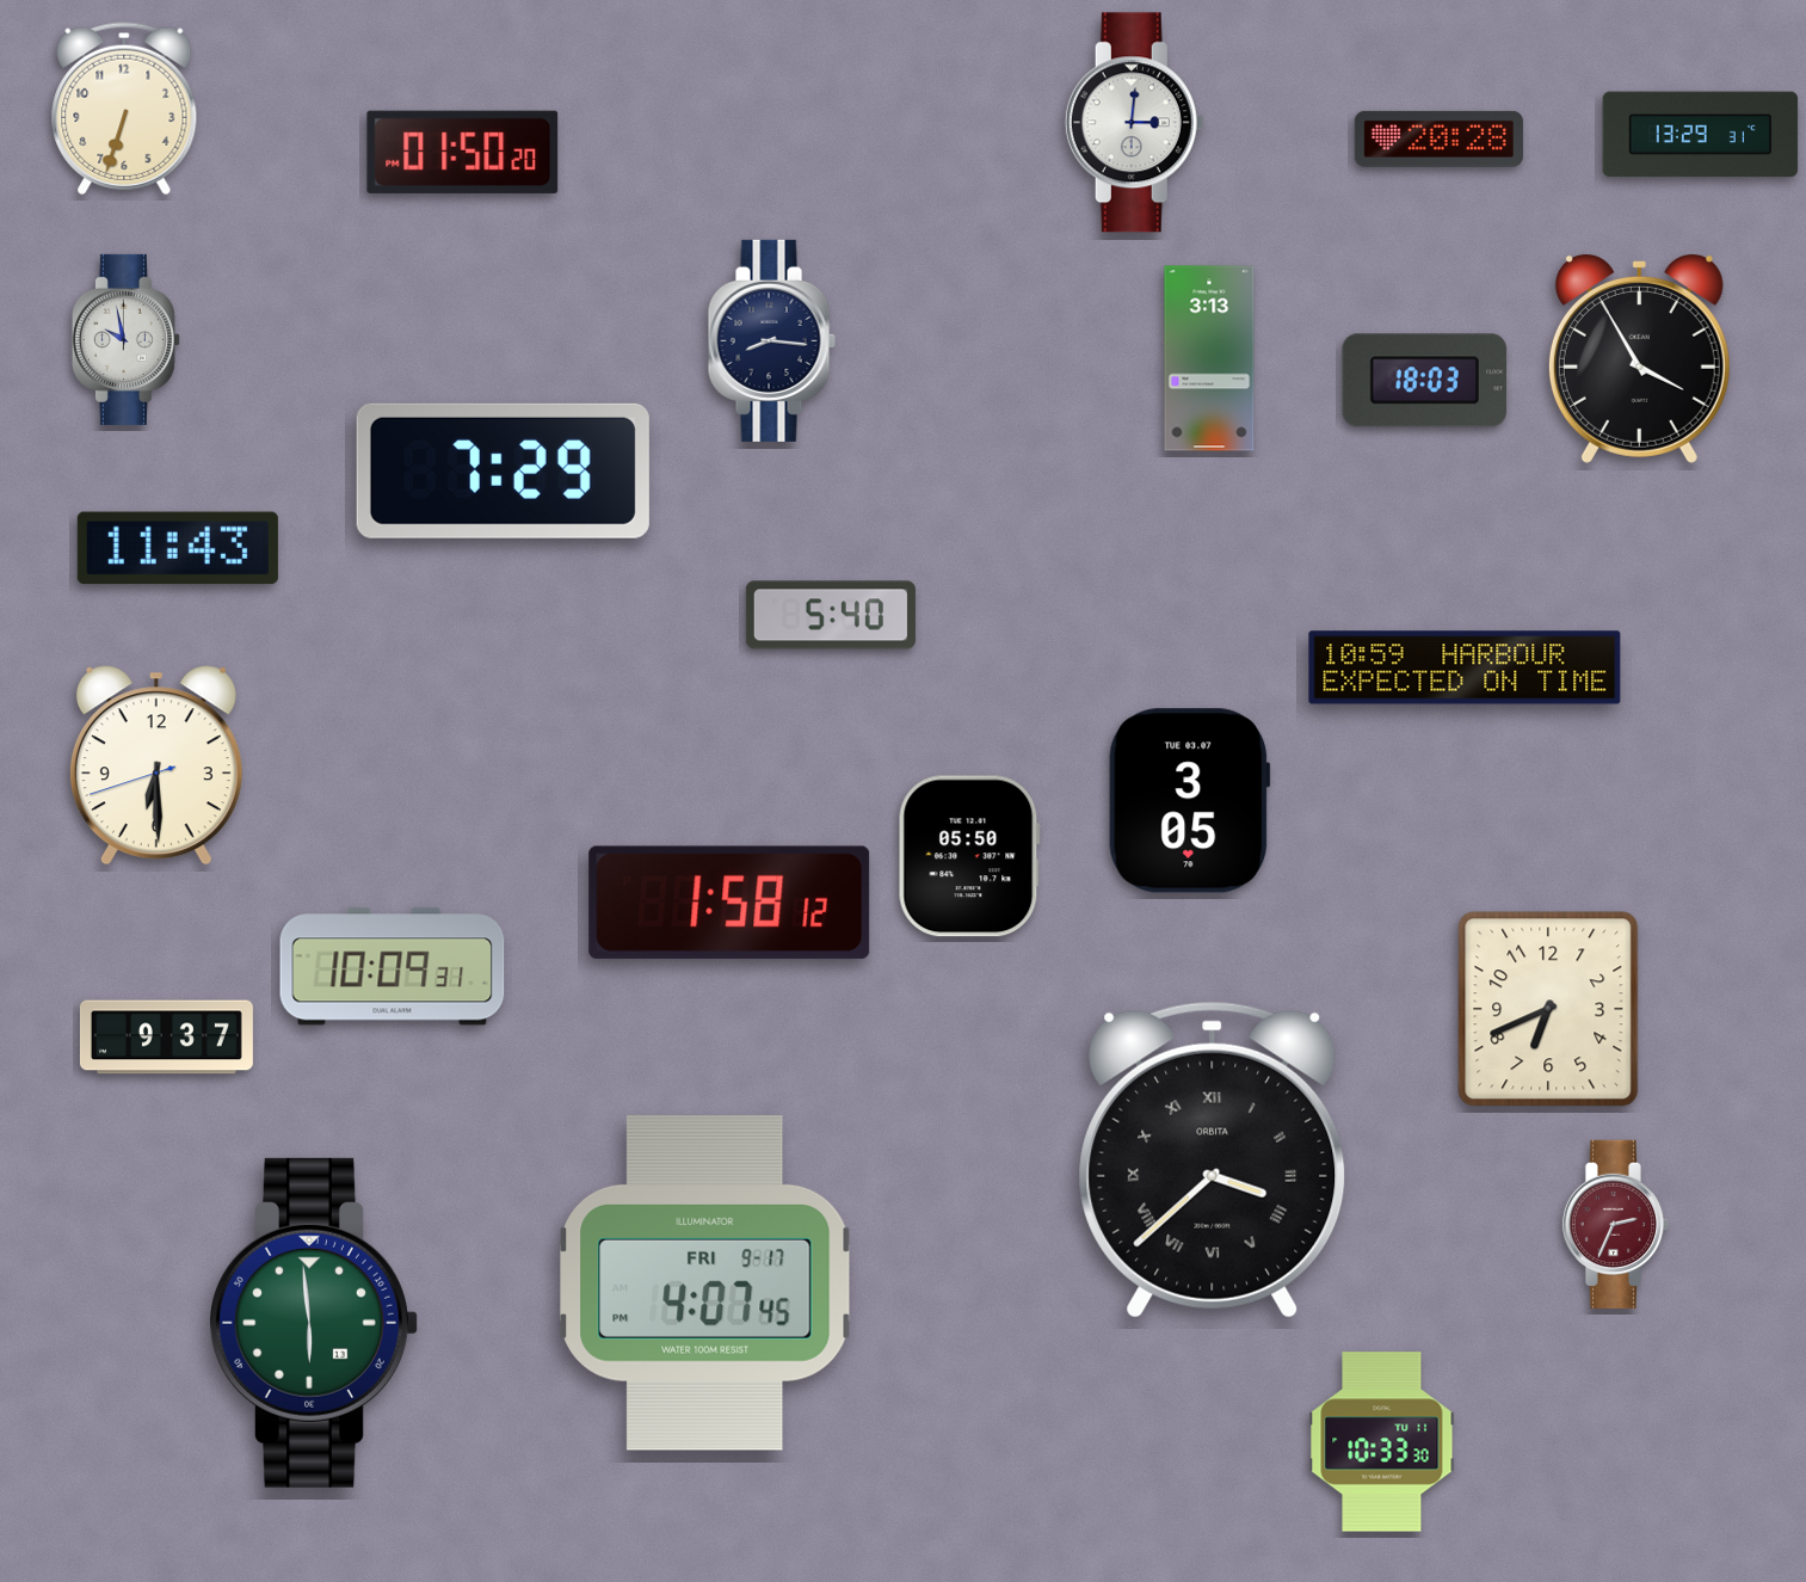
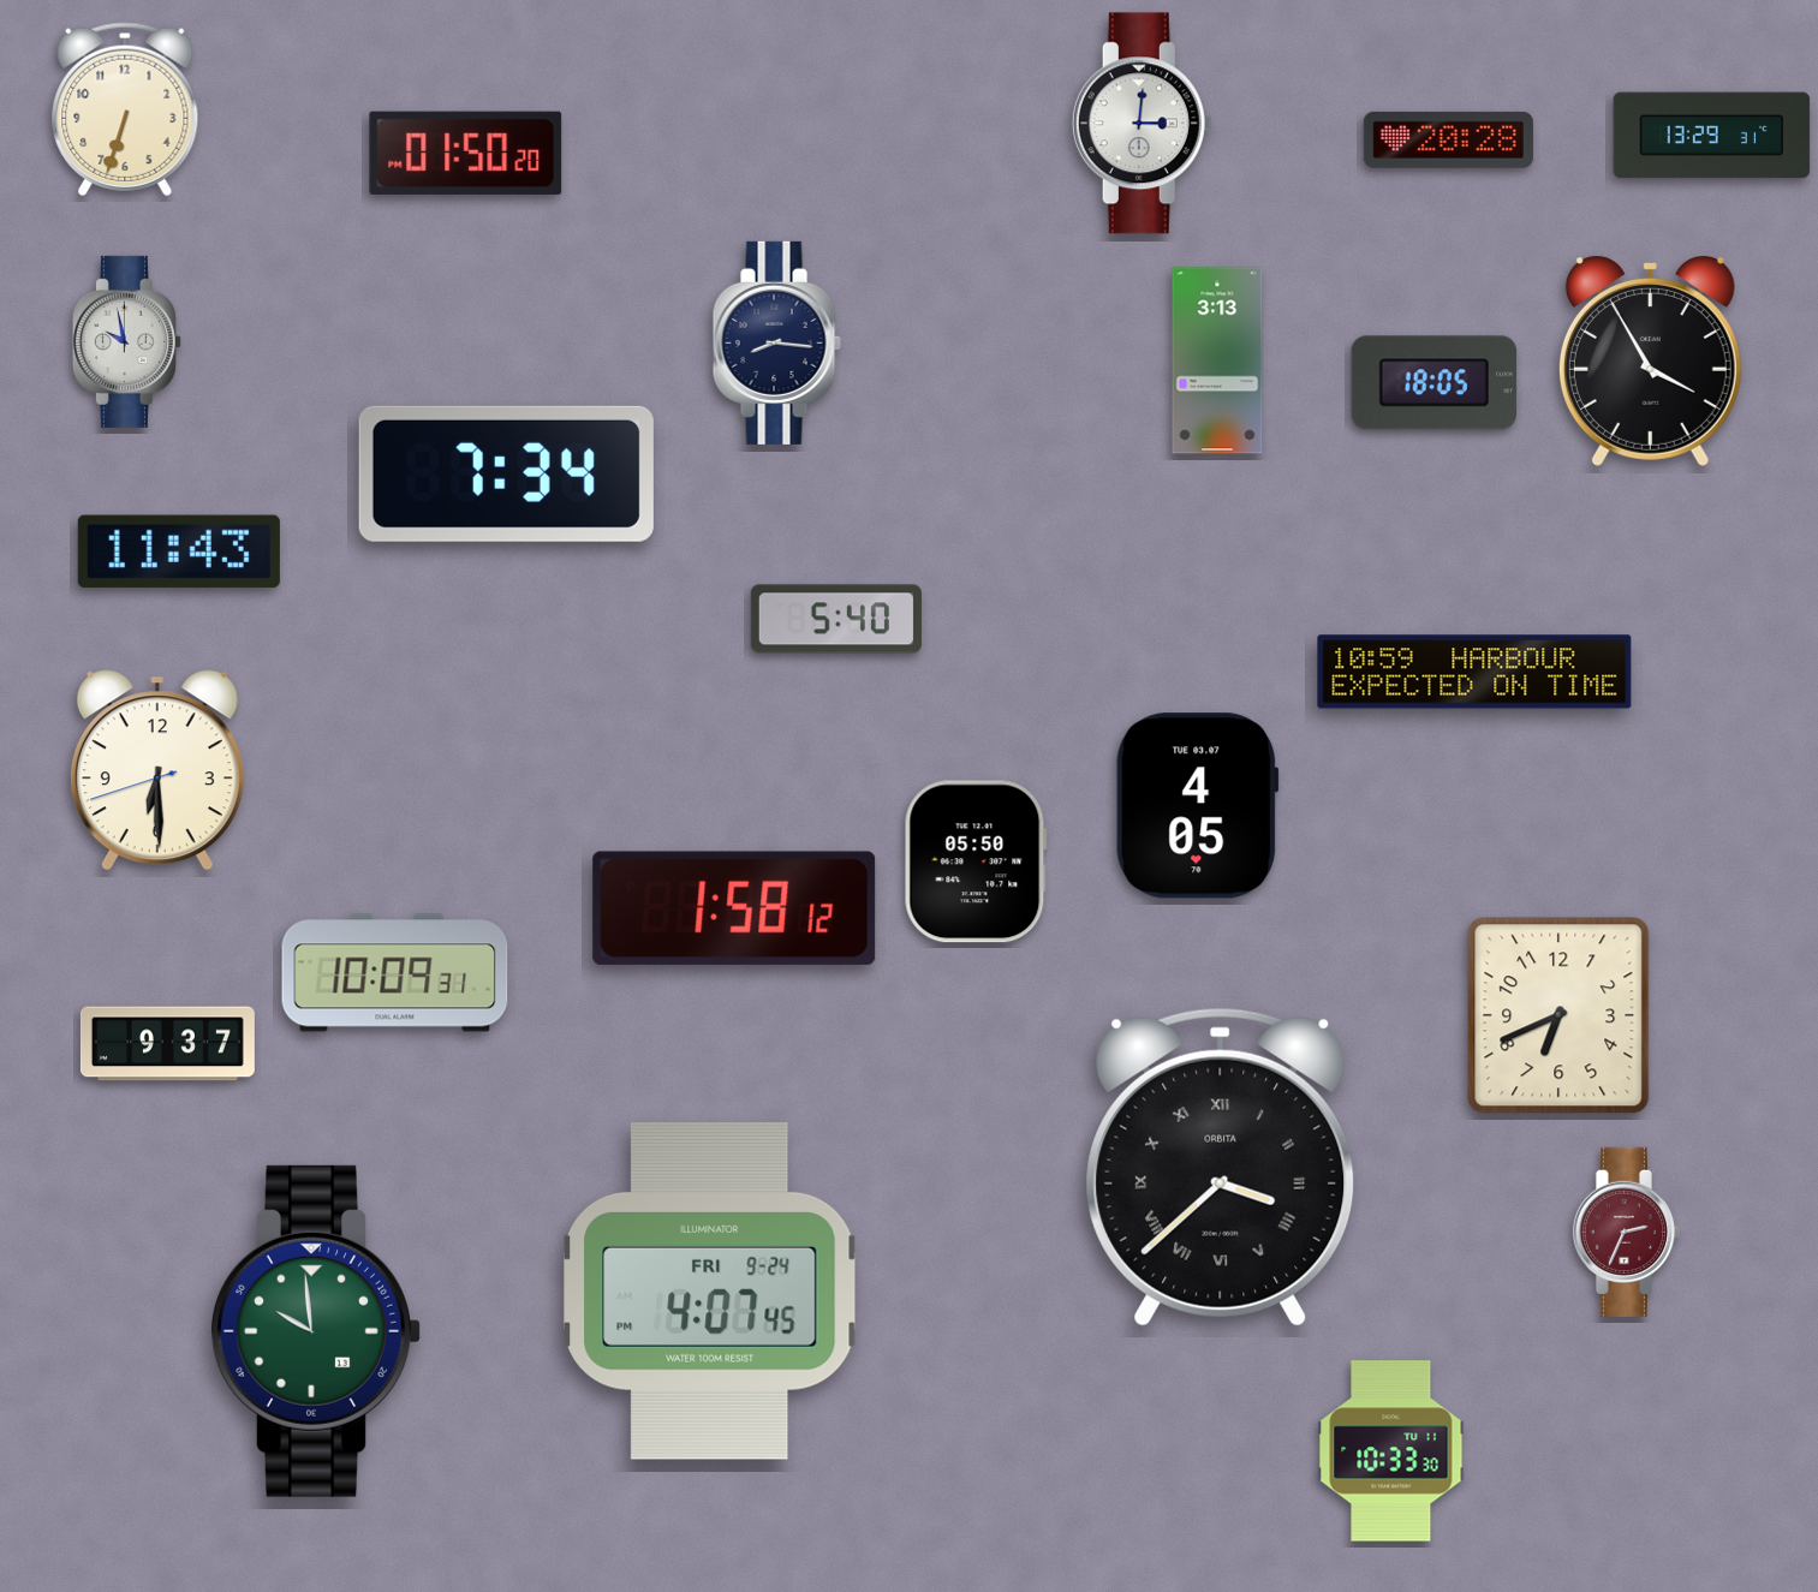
clock at (1425, 381): 18:03 -> 18:05
clock at (503, 470): 7:29 -> 7:34
clock at (1190, 801): 3:05 -> 4:05
clock at (705, 1282) date: FRI 9-17 -> FRI 9-24
clock at (314, 1323): 5:59 -> 9:59
